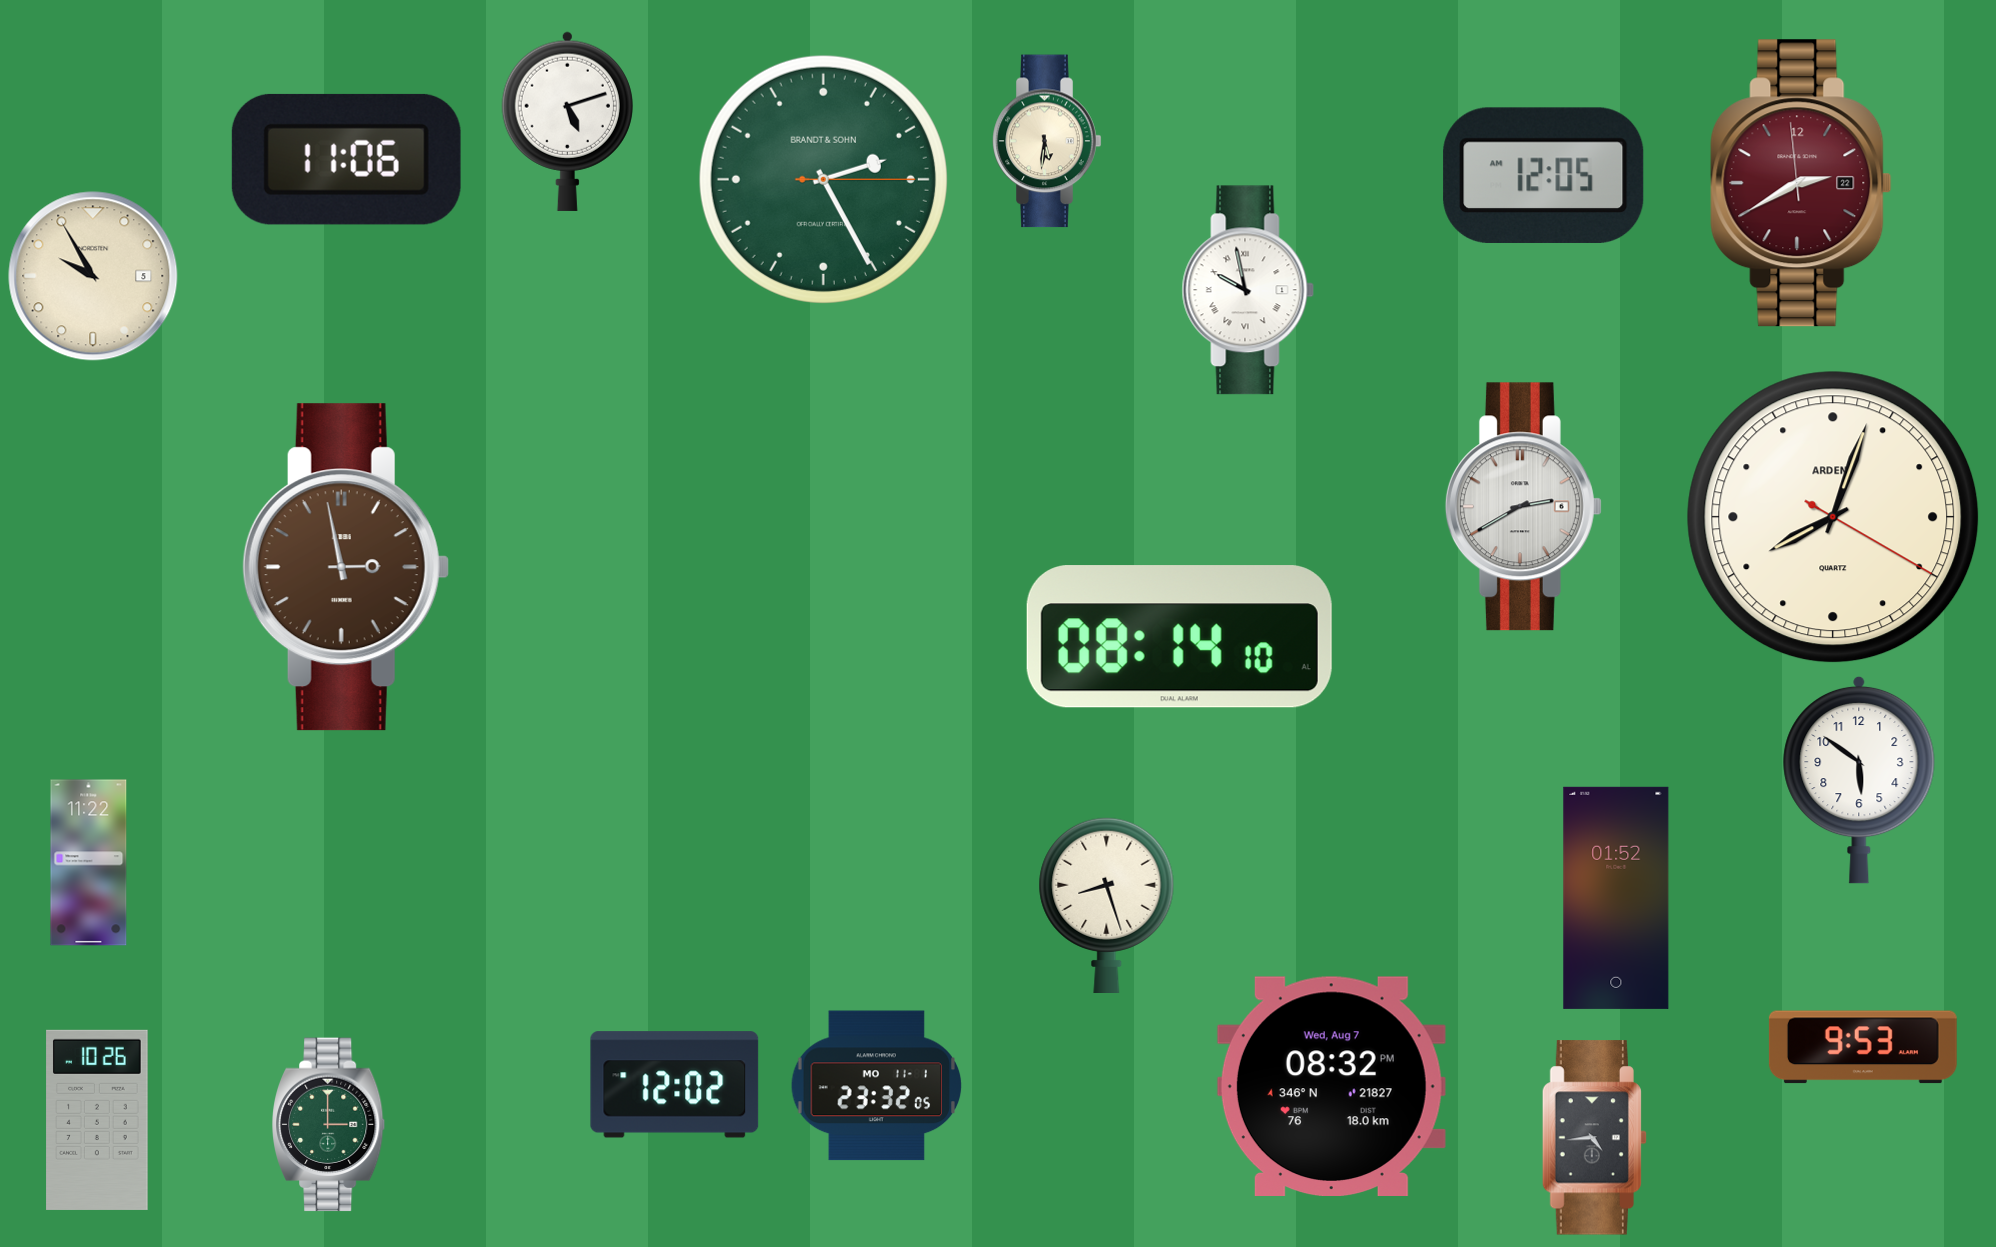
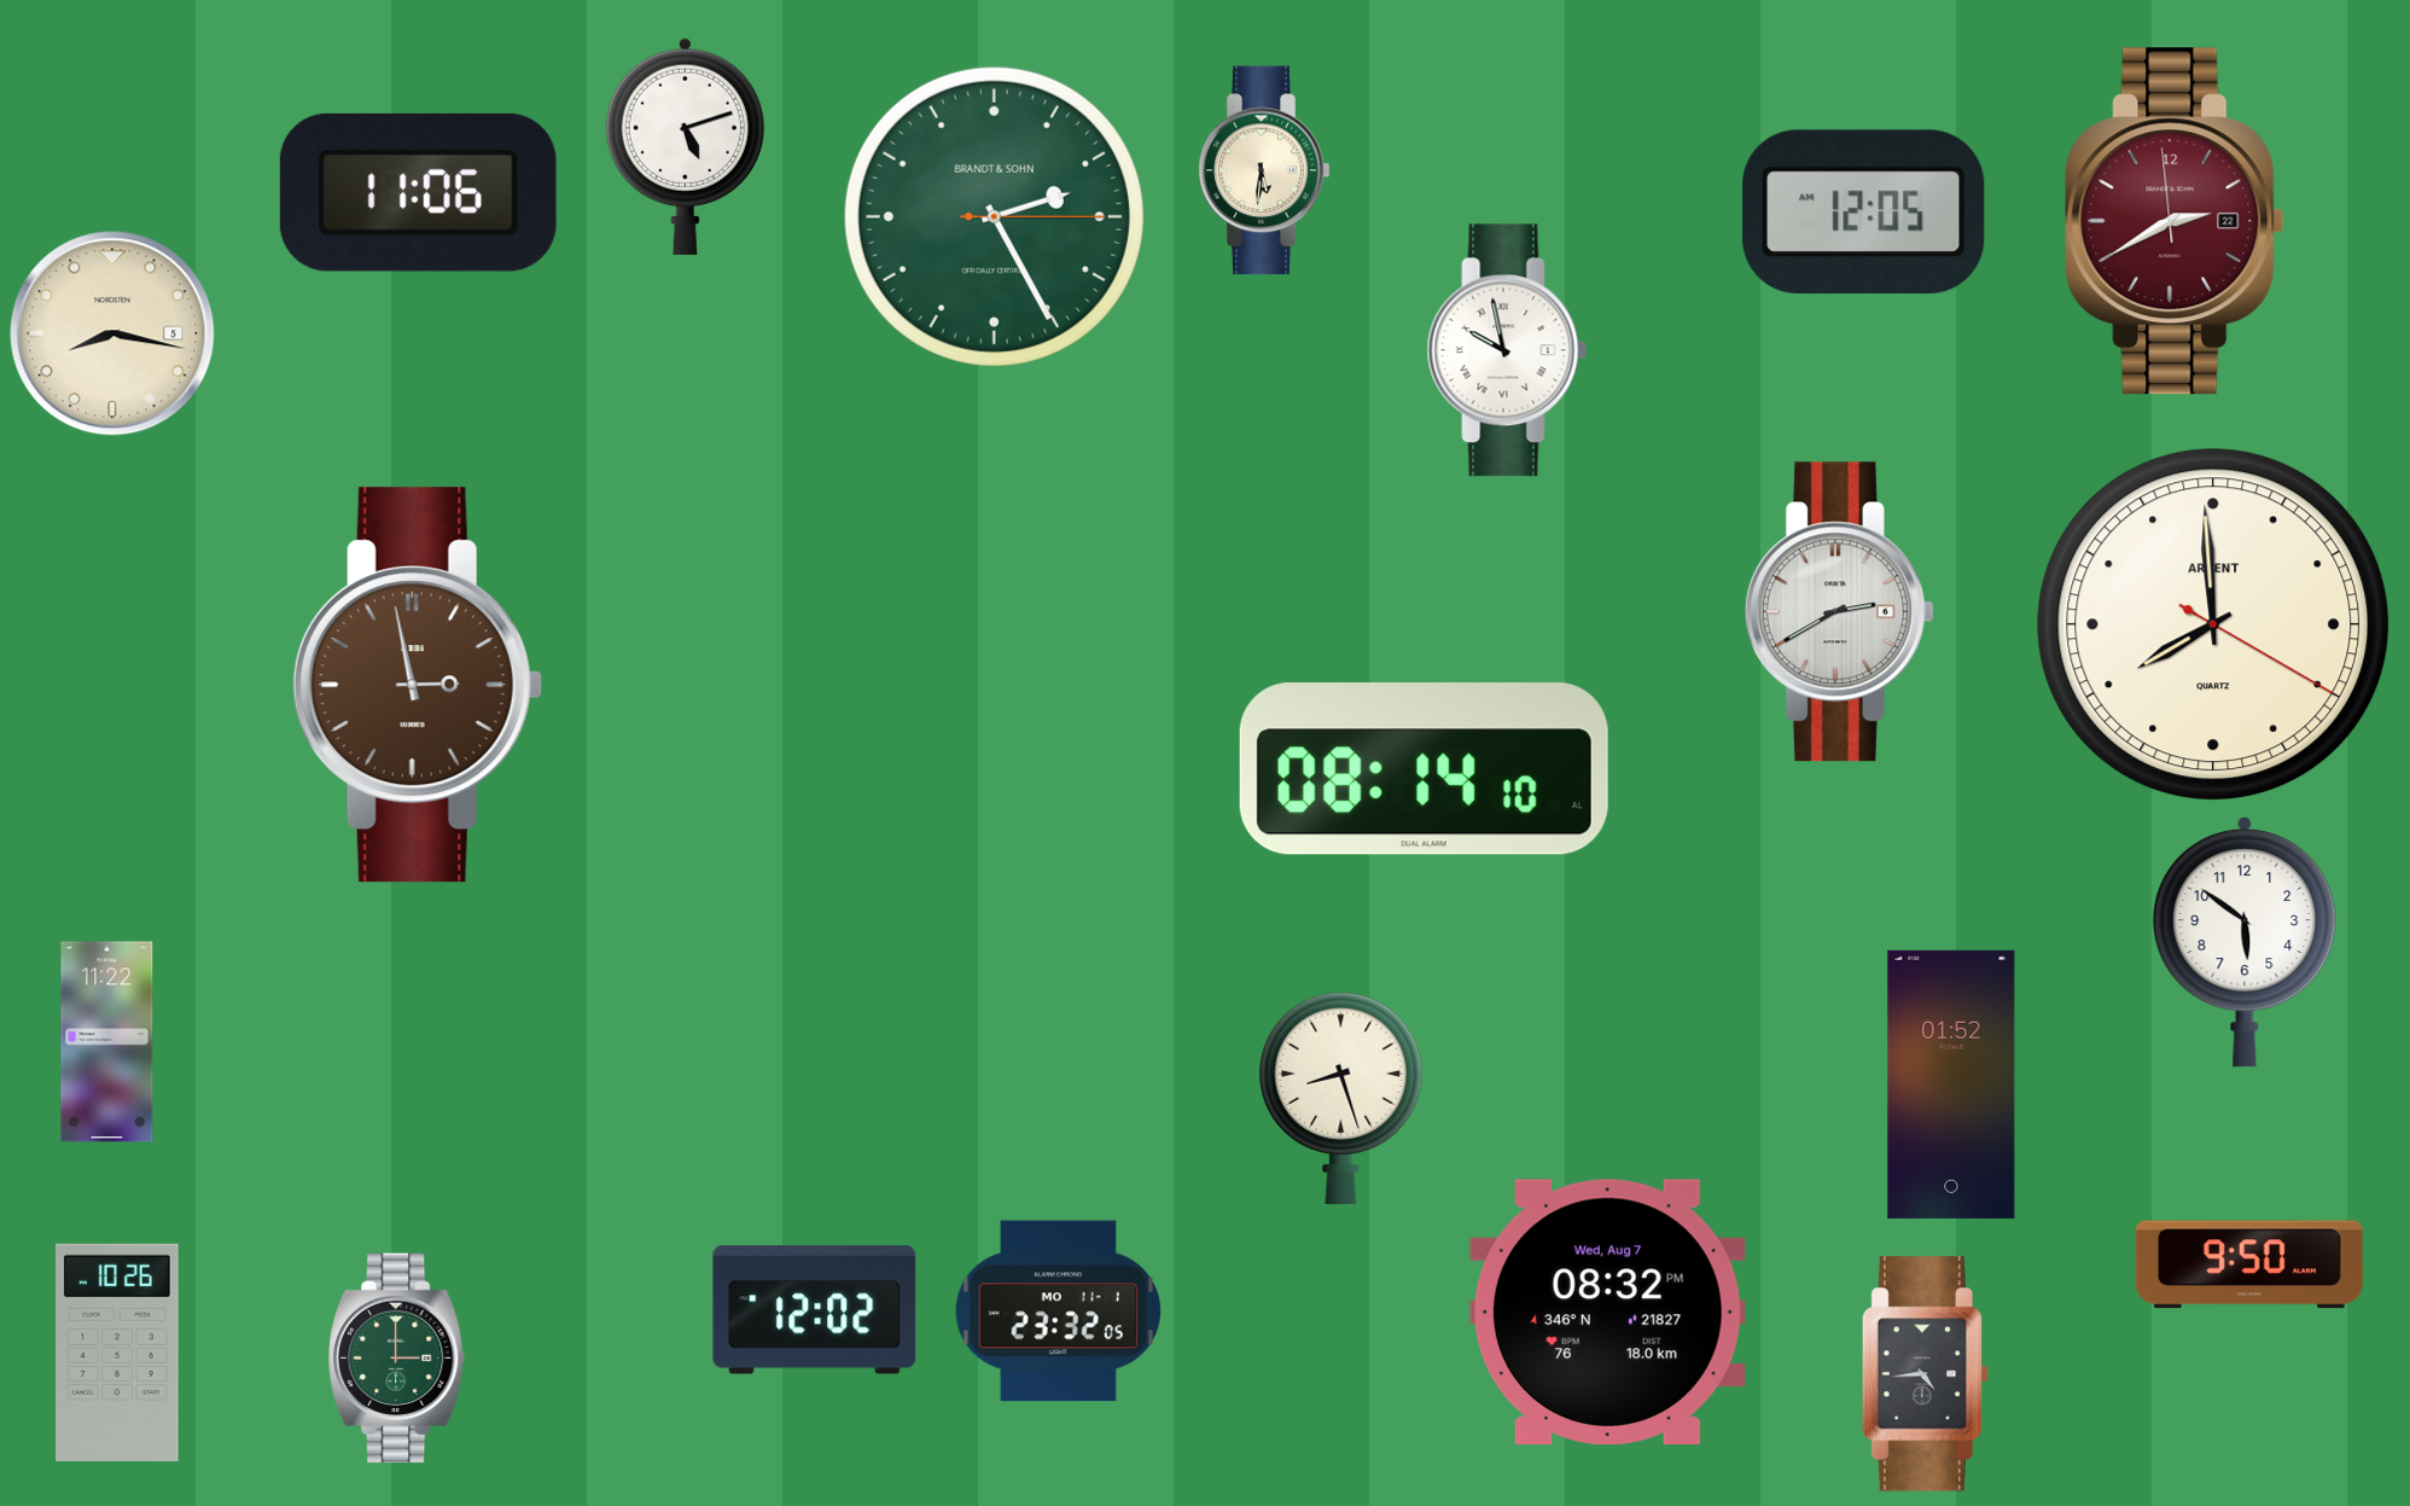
clock at (93, 276): 9:55 -> 8:17
clock at (1833, 517): 8:03 -> 7:59
clock at (1107, 904) position: (1107, 904) -> (1341, 1097)
clock at (1863, 1047): 9:53 -> 9:50
